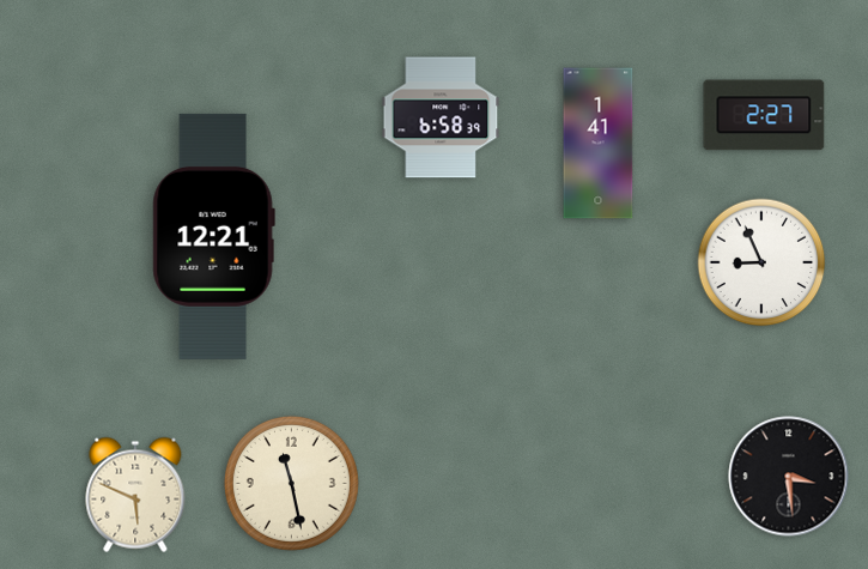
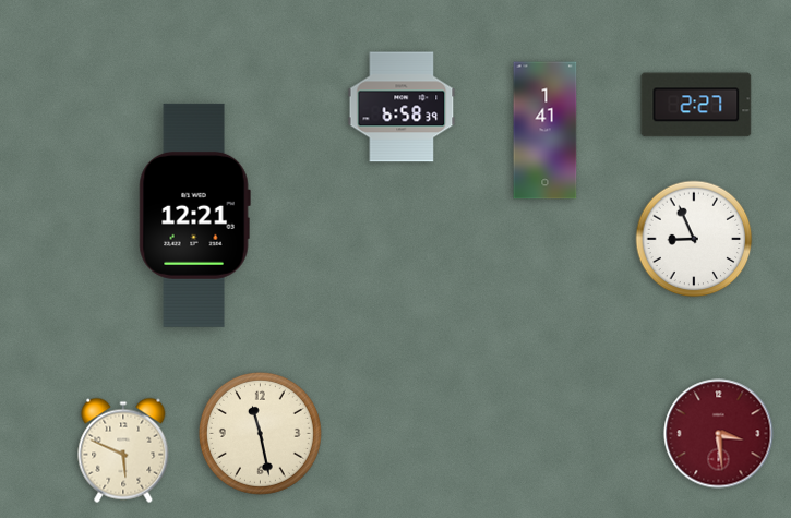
clock at (789, 477) dial: black -> burgundy
clock at (291, 483) position: (291, 483) -> (260, 433)
